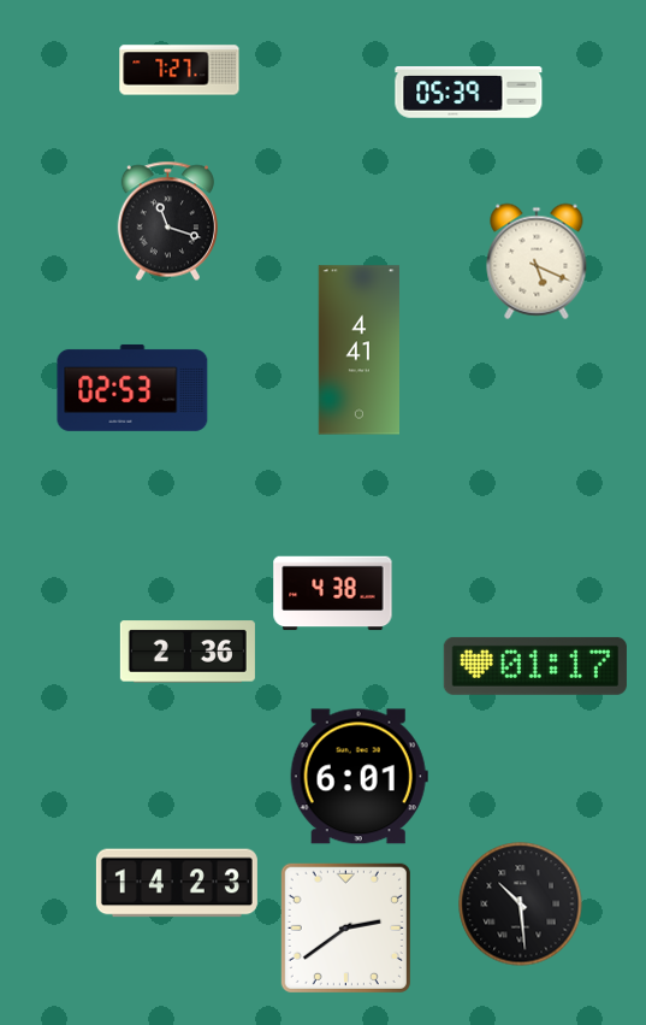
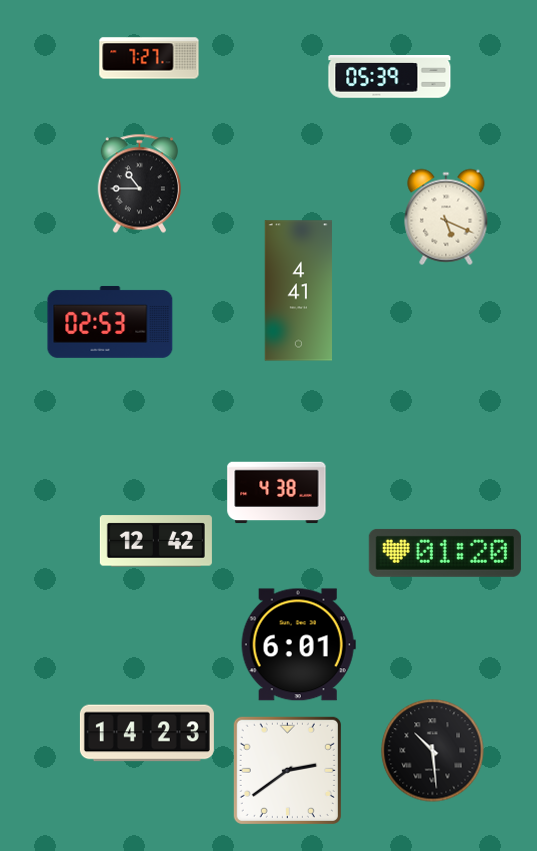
clock at (167, 222): 11:18 -> 10:45
clock at (188, 652): 2:36 -> 12:42
clock at (535, 666): 01:17 -> 01:20
